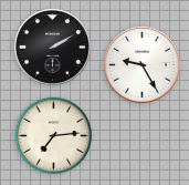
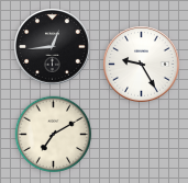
clock at (53, 48): 2:10 -> 12:44
clock at (54, 136): 7:14 -> 7:10
